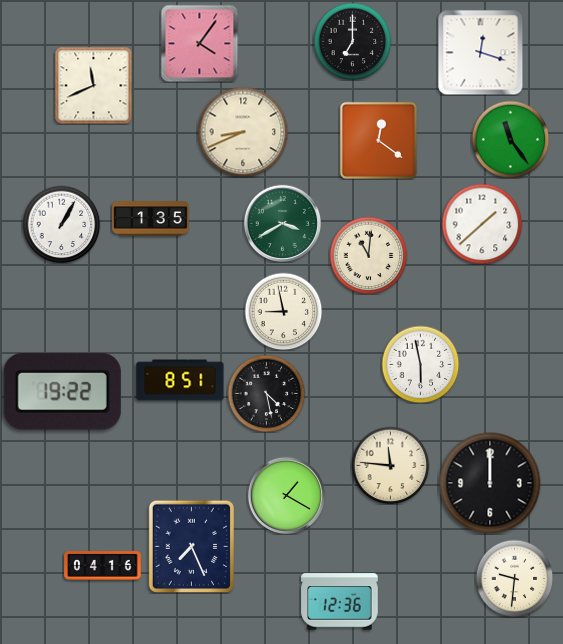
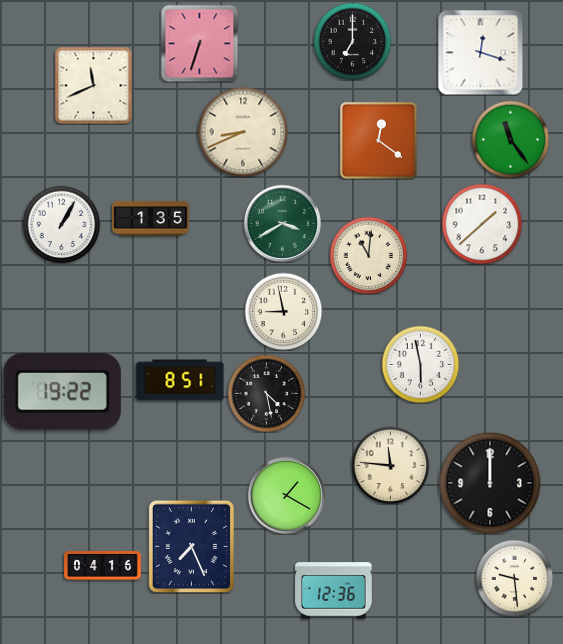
clock at (199, 43): 4:06 -> 6:33
clock at (514, 578): 9:31 -> 9:29
clock at (340, 602) position: (340, 602) -> (334, 591)
